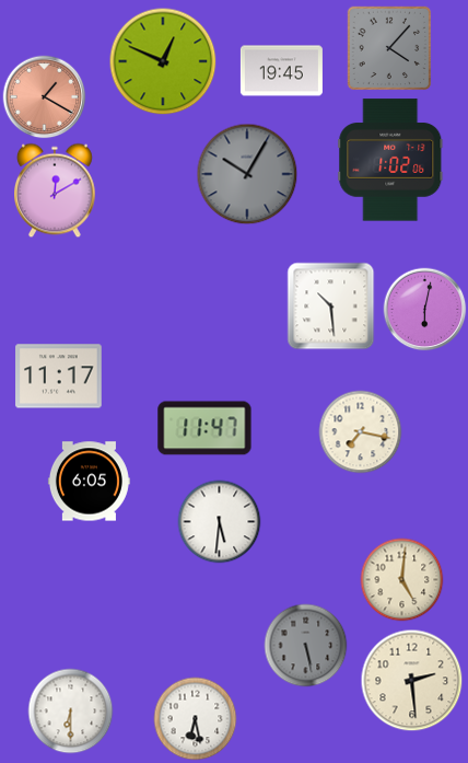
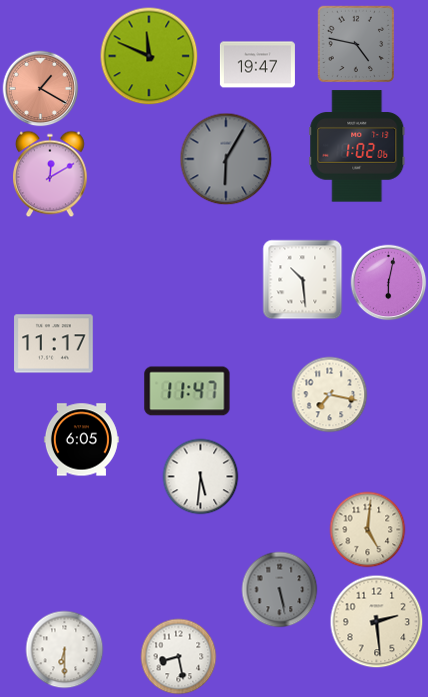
clock at (389, 48): 4:07 -> 4:47
clock at (163, 61): 12:49 -> 11:49
clock at (281, 71): 19:45 -> 19:47
clock at (247, 174): 10:05 -> 6:05
clock at (196, 719): 6:28 -> 8:28
